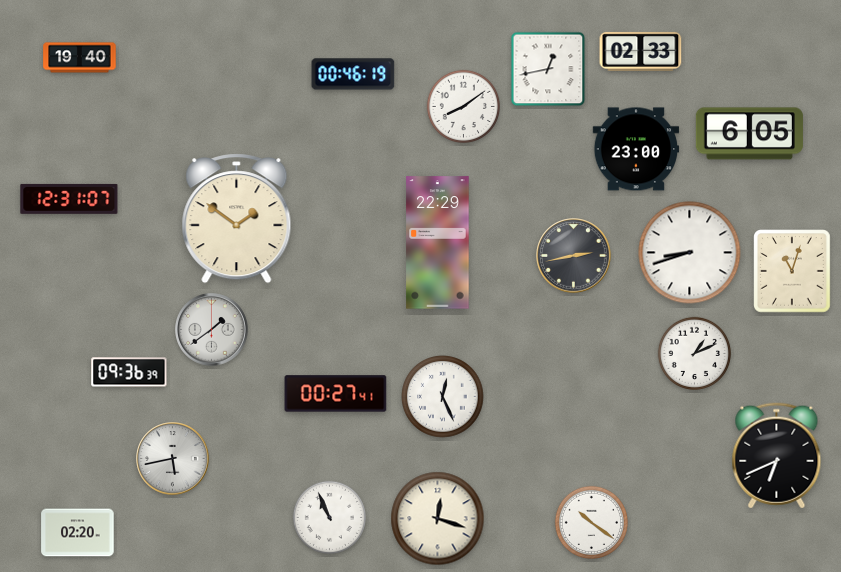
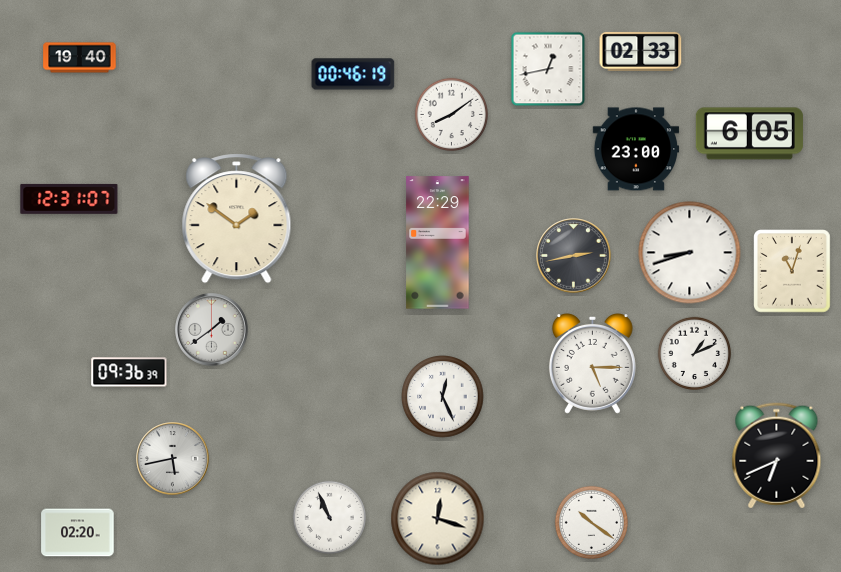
clock at (463, 106) position: (463, 106) -> (451, 114)
clock at (592, 364): none -> 5:15
clock at (336, 394): 00:27 -> none
